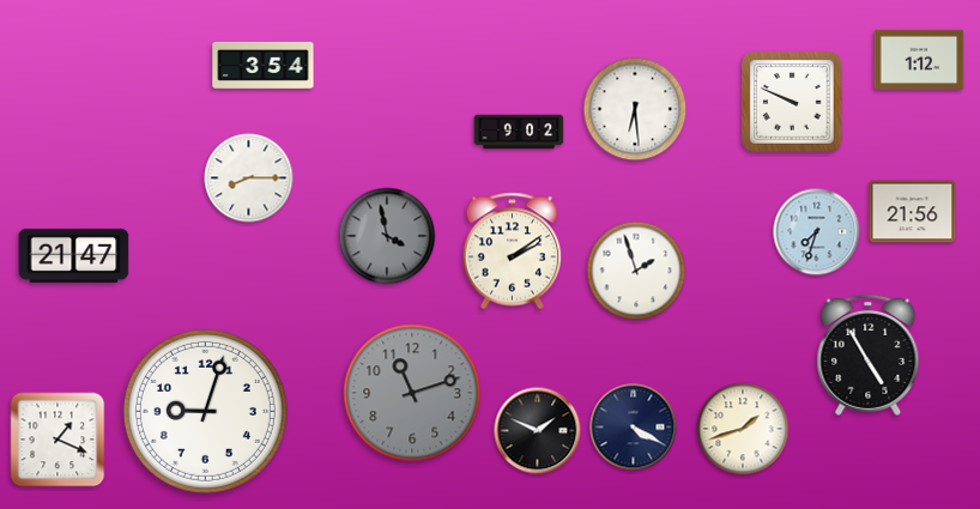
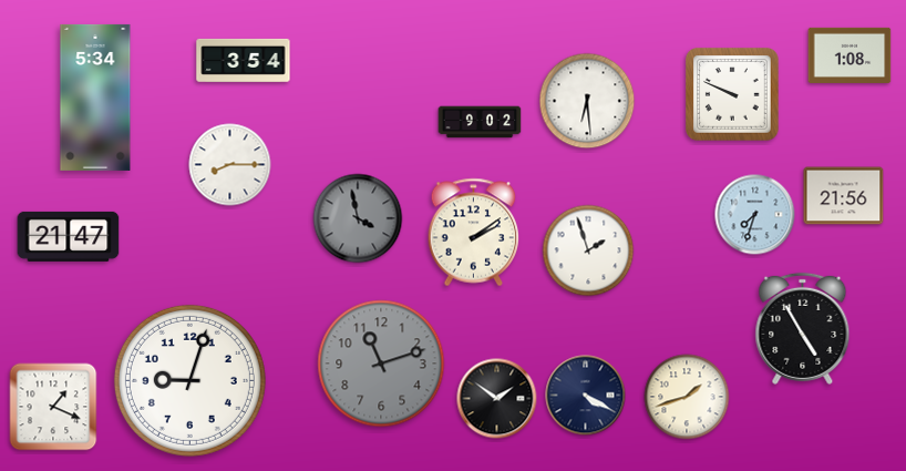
clock at (919, 60): 1:12 -> 1:08
clock at (95, 98): none -> 5:34
clock at (538, 431): 1:49 -> 1:51
